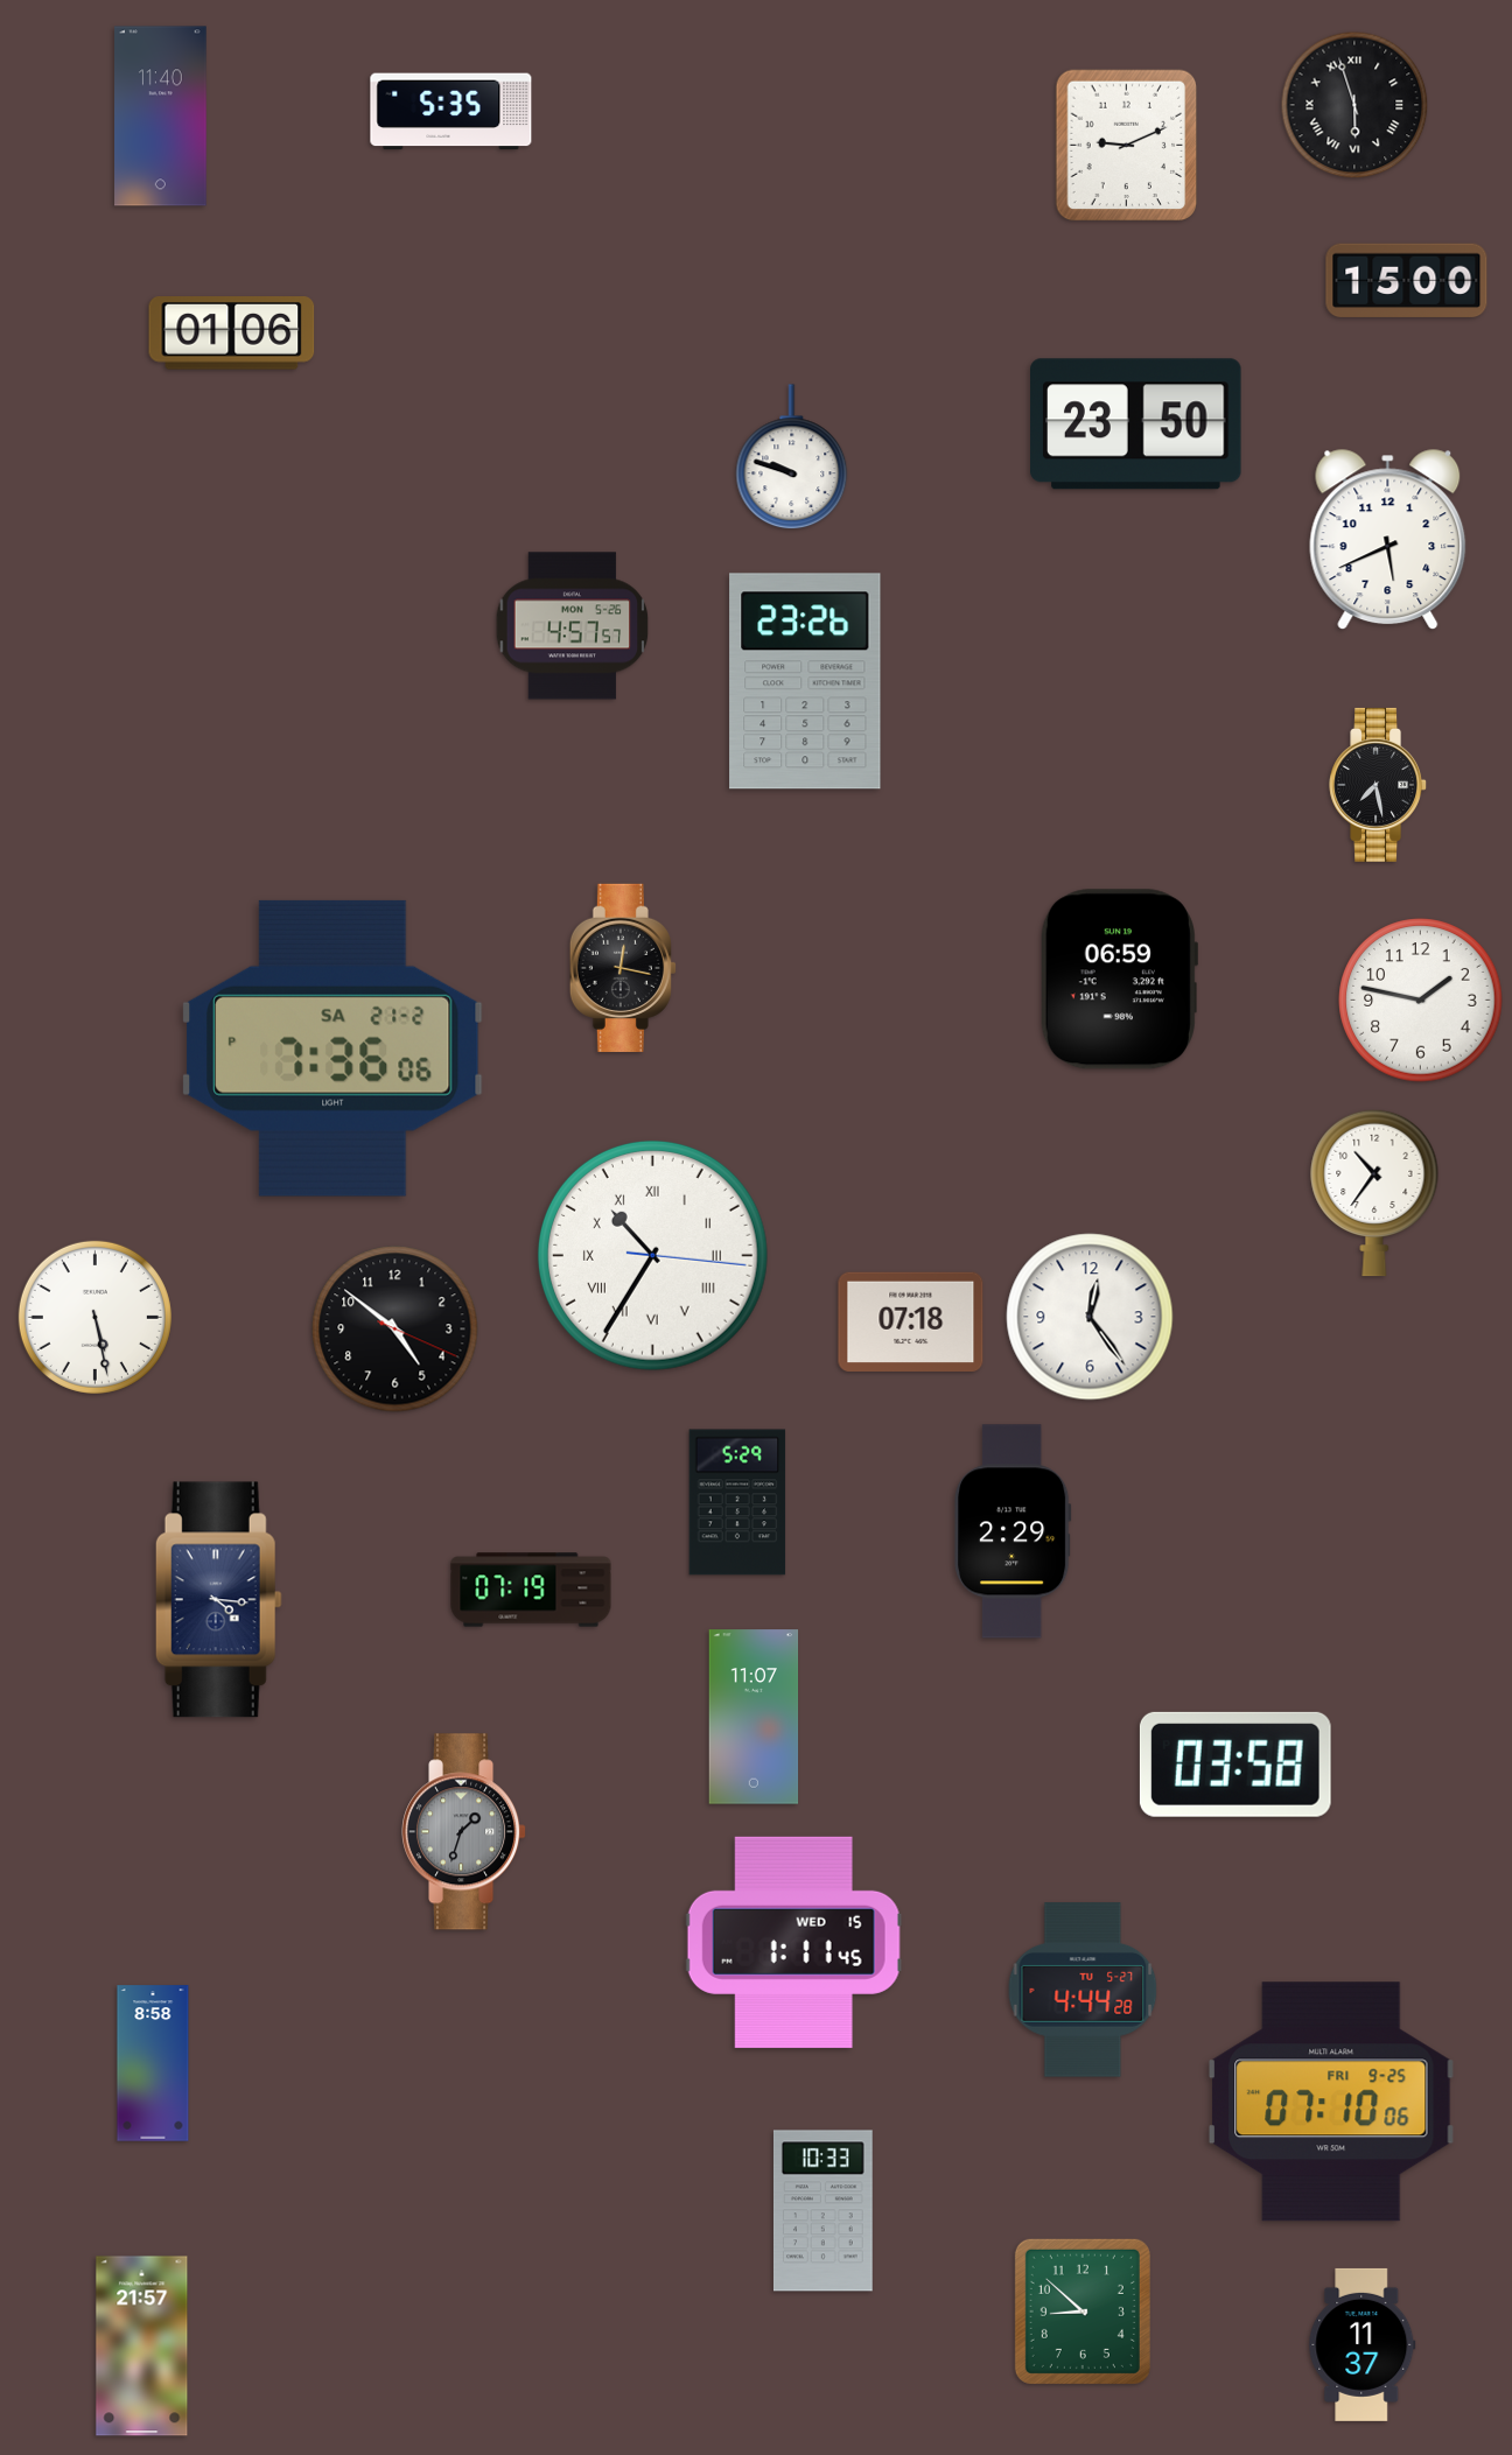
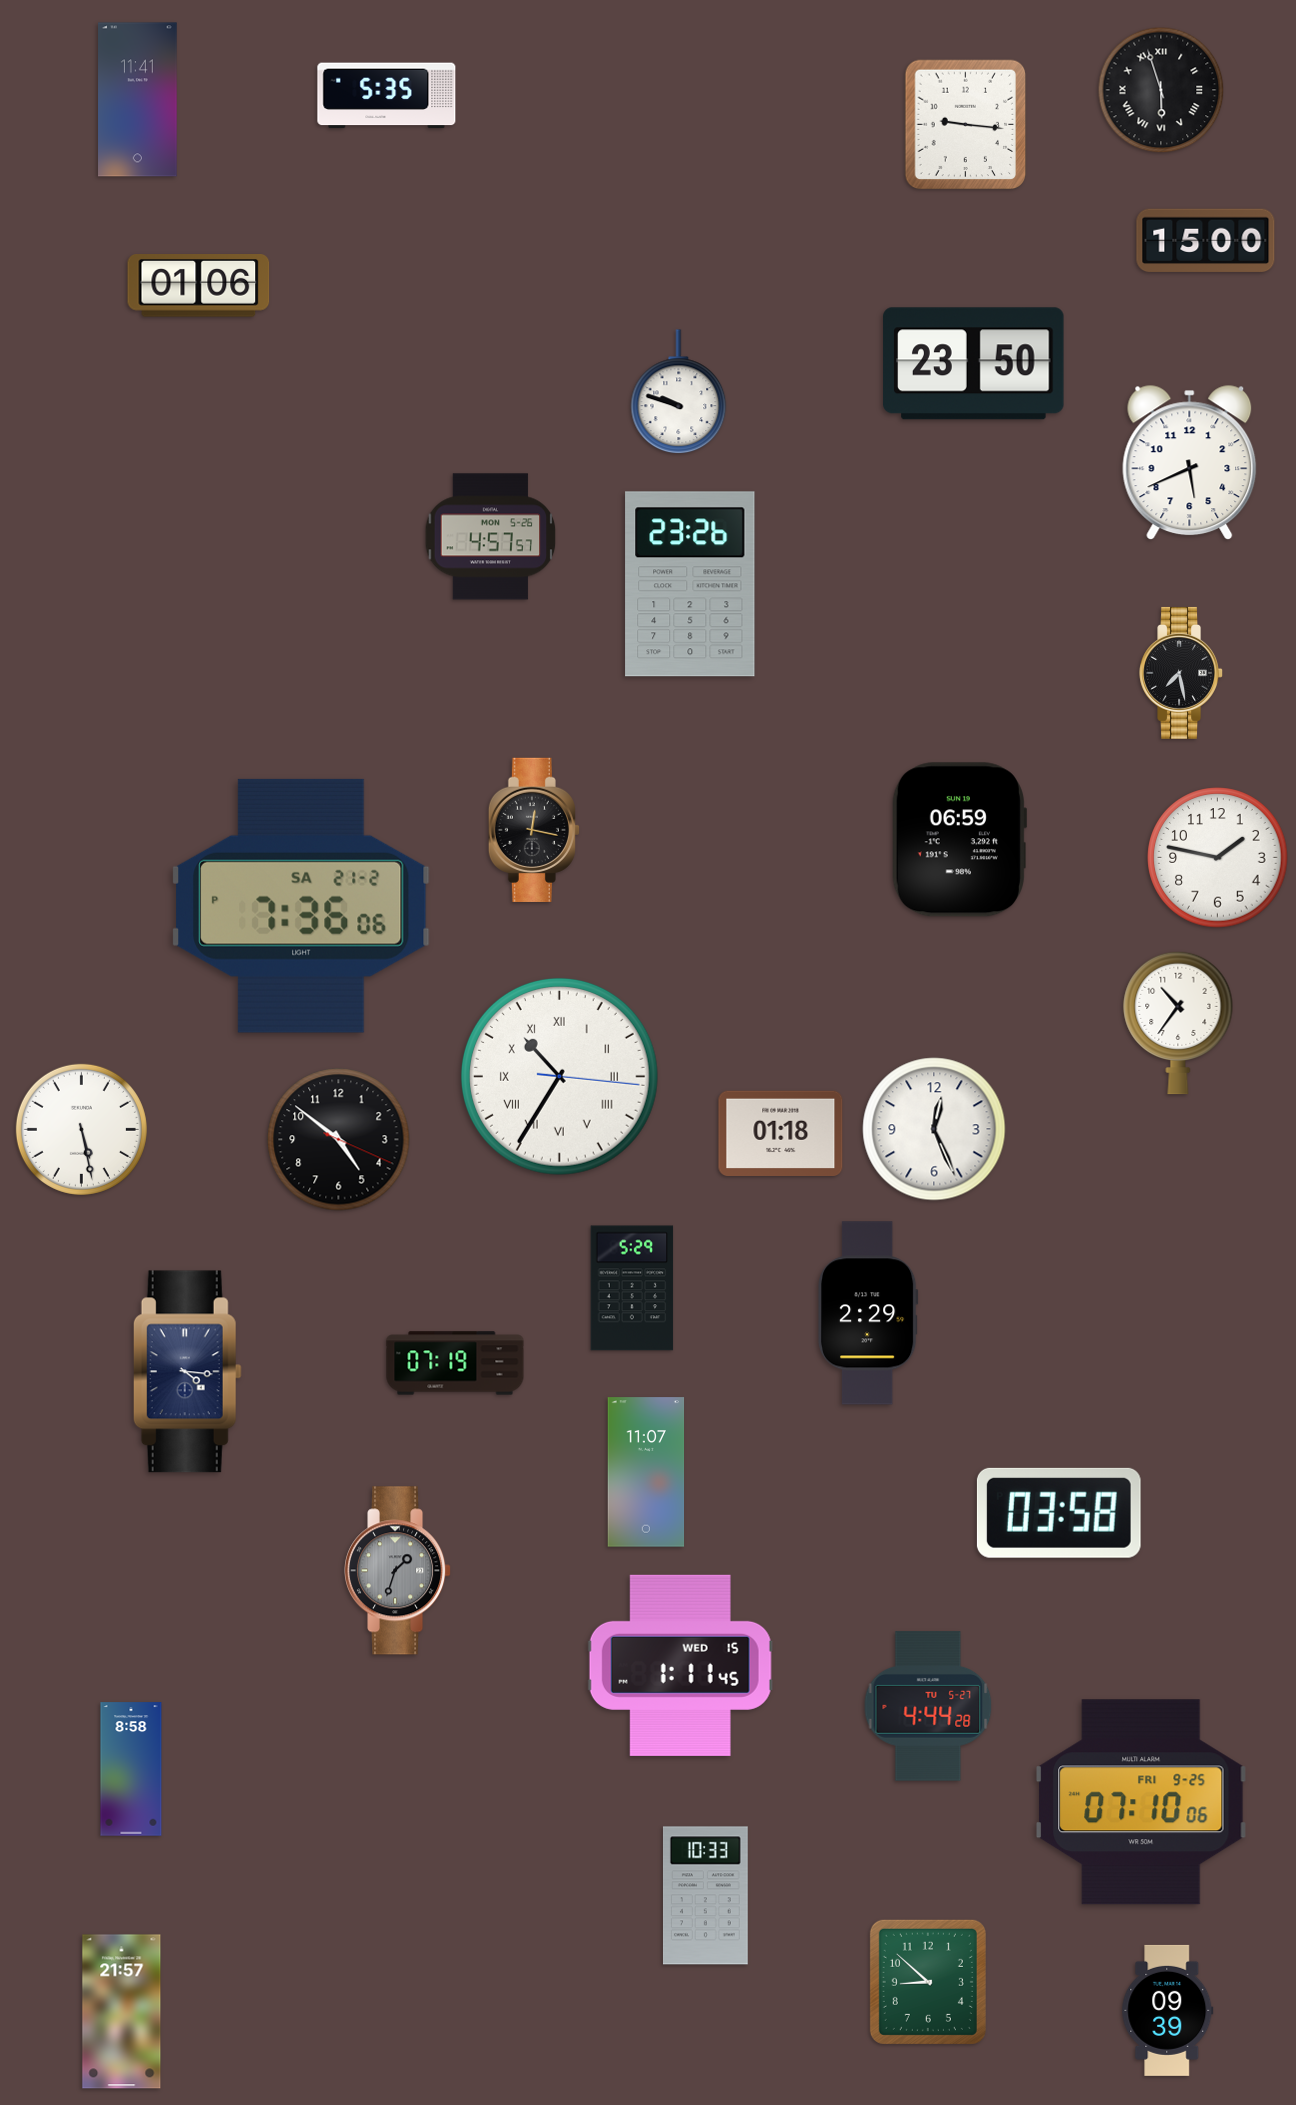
clock at (161, 117): 11:40 -> 11:41
clock at (1127, 146): 9:11 -> 9:16
clock at (332, 1048) position: (332, 1048) -> (301, 906)
clock at (1090, 1317): 12:24 -> 12:26
clock at (911, 1321): 07:18 -> 01:18
clock at (1363, 2344): 11:37 -> 09:39
